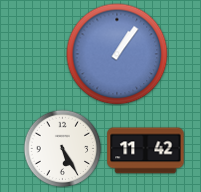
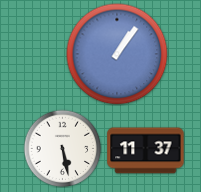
clock at (62, 148): 5:25 -> 5:28
clock at (146, 151): 11:42 -> 11:37
